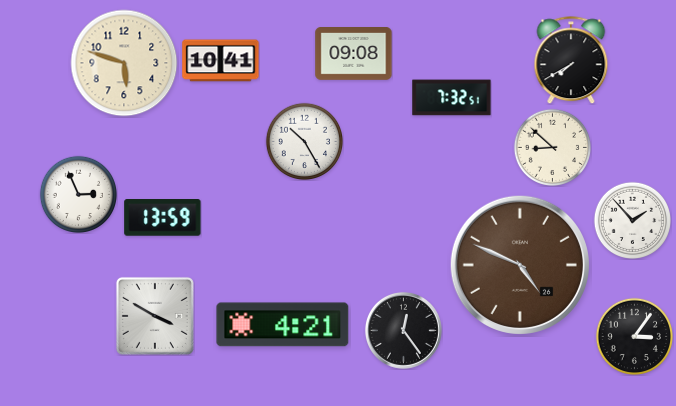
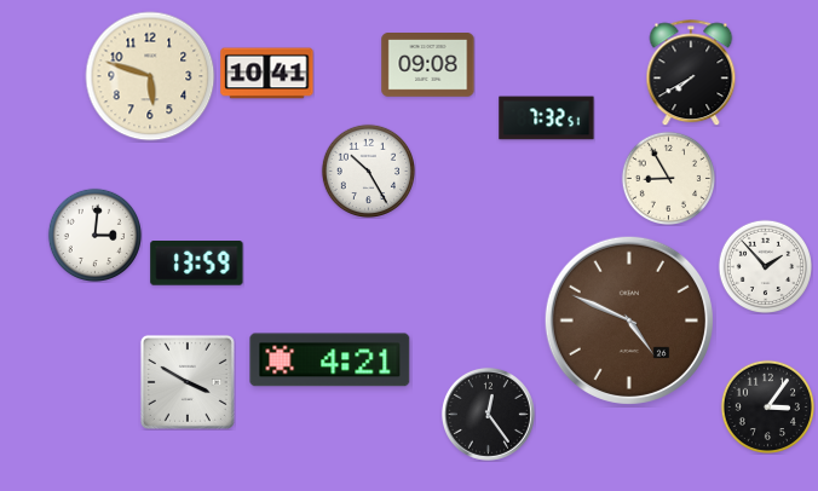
clock at (552, 147): 8:52 -> 8:55
clock at (78, 194): 2:56 -> 3:01
clock at (283, 325) position: (283, 325) -> (330, 360)
clock at (403, 330) position: (403, 330) -> (488, 414)
